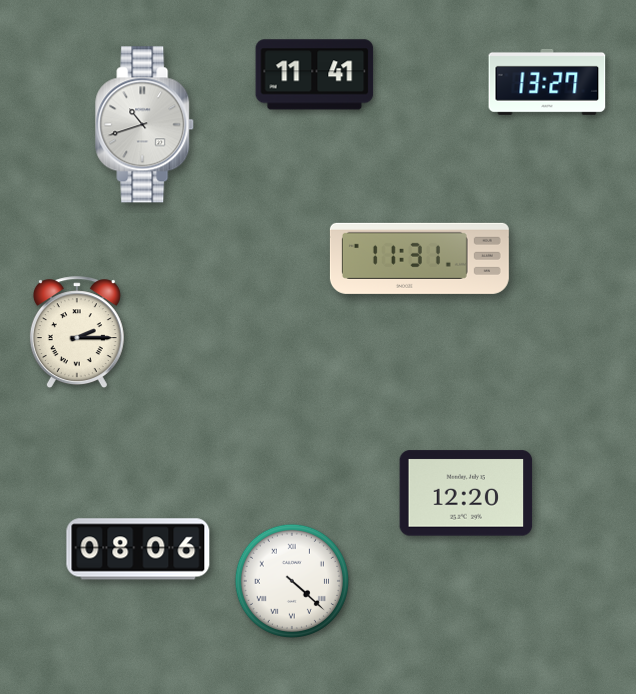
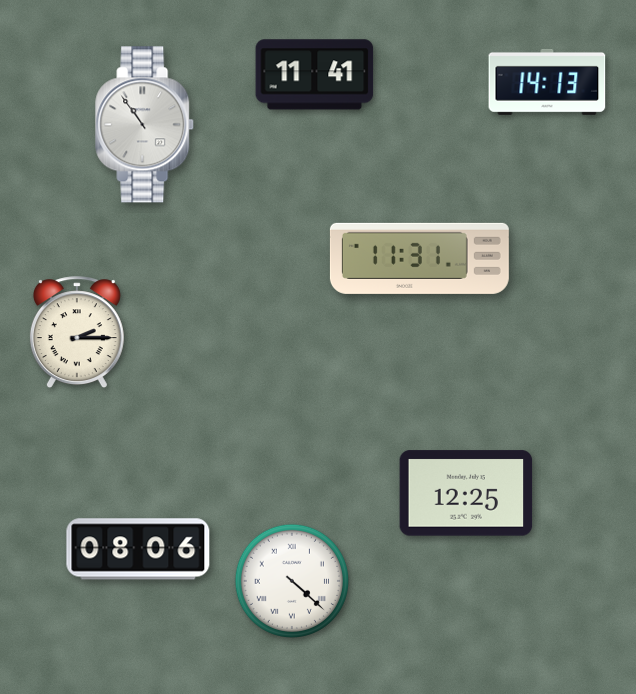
clock at (547, 82): 13:27 -> 14:13
clock at (145, 125): 10:42 -> 10:54
clock at (466, 493): 12:20 -> 12:25
